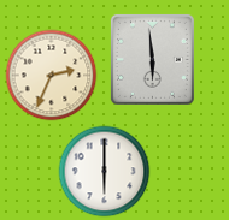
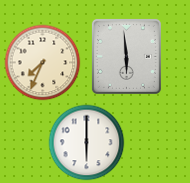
clock at (152, 59) position: (152, 59) -> (126, 56)
clock at (52, 76): 2:34 -> 7:34
